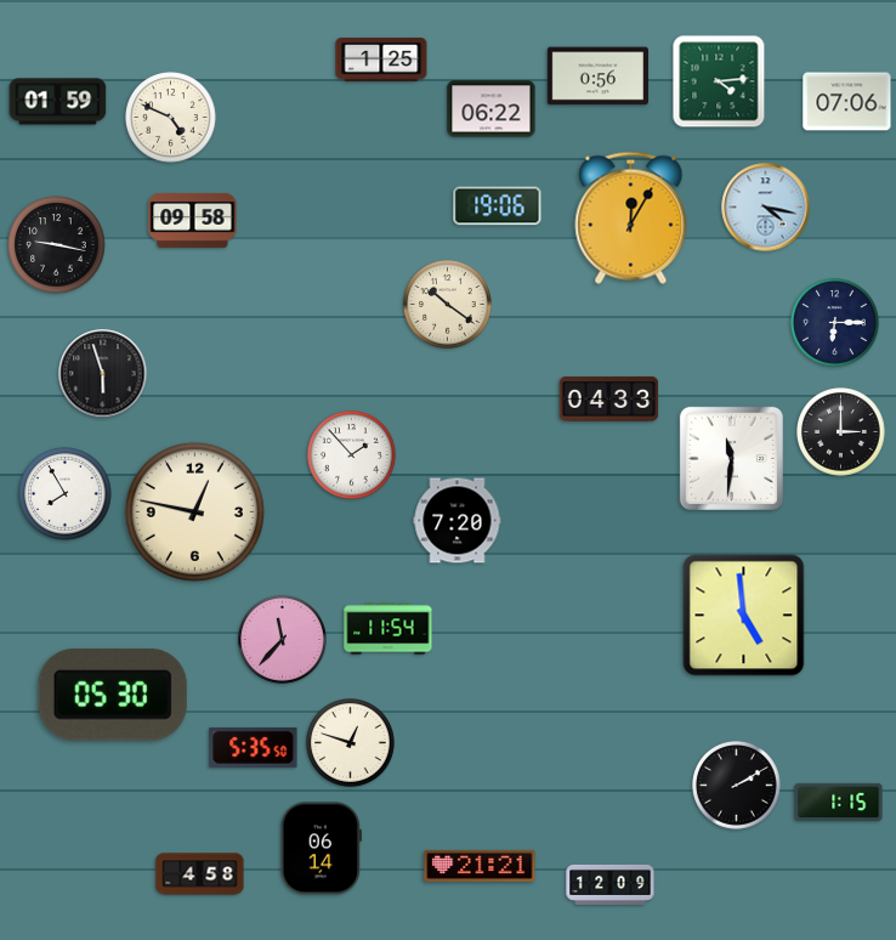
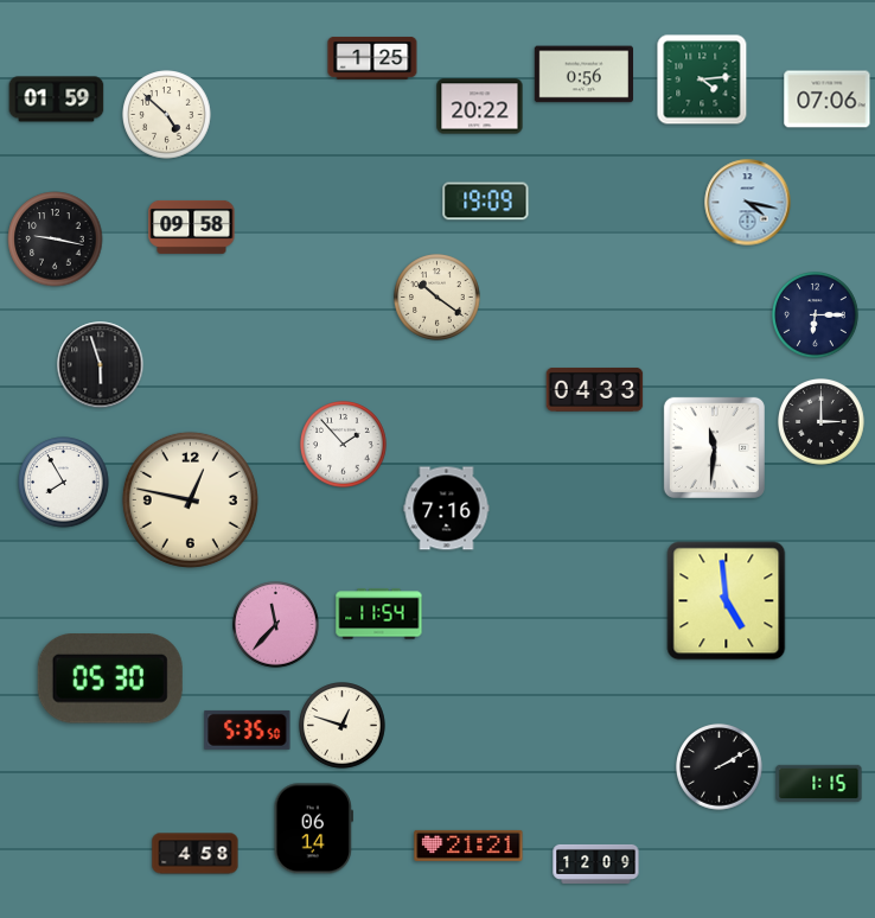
clock at (492, 109): 06:22 -> 20:22
clock at (171, 118): 4:49 -> 4:52
clock at (498, 206): 19:06 -> 19:09
clock at (631, 217): 12:05 -> none
clock at (193, 220) position: (193, 220) -> (192, 227)
clock at (458, 521): 7:20 -> 7:16
